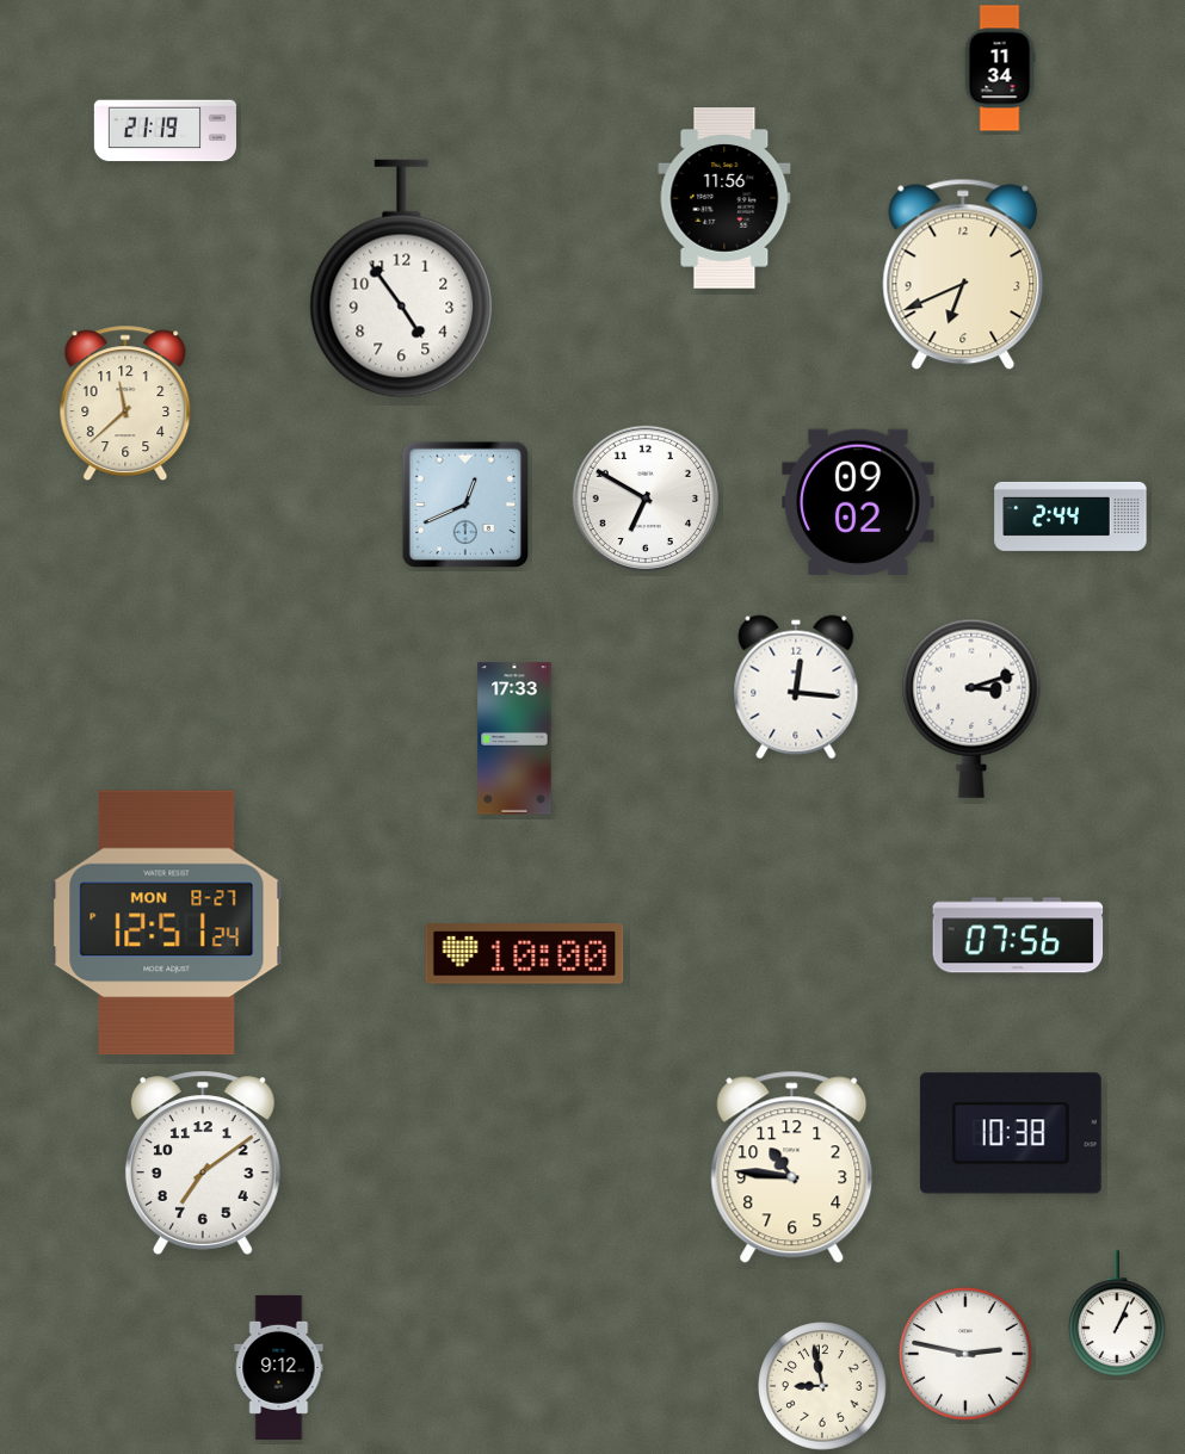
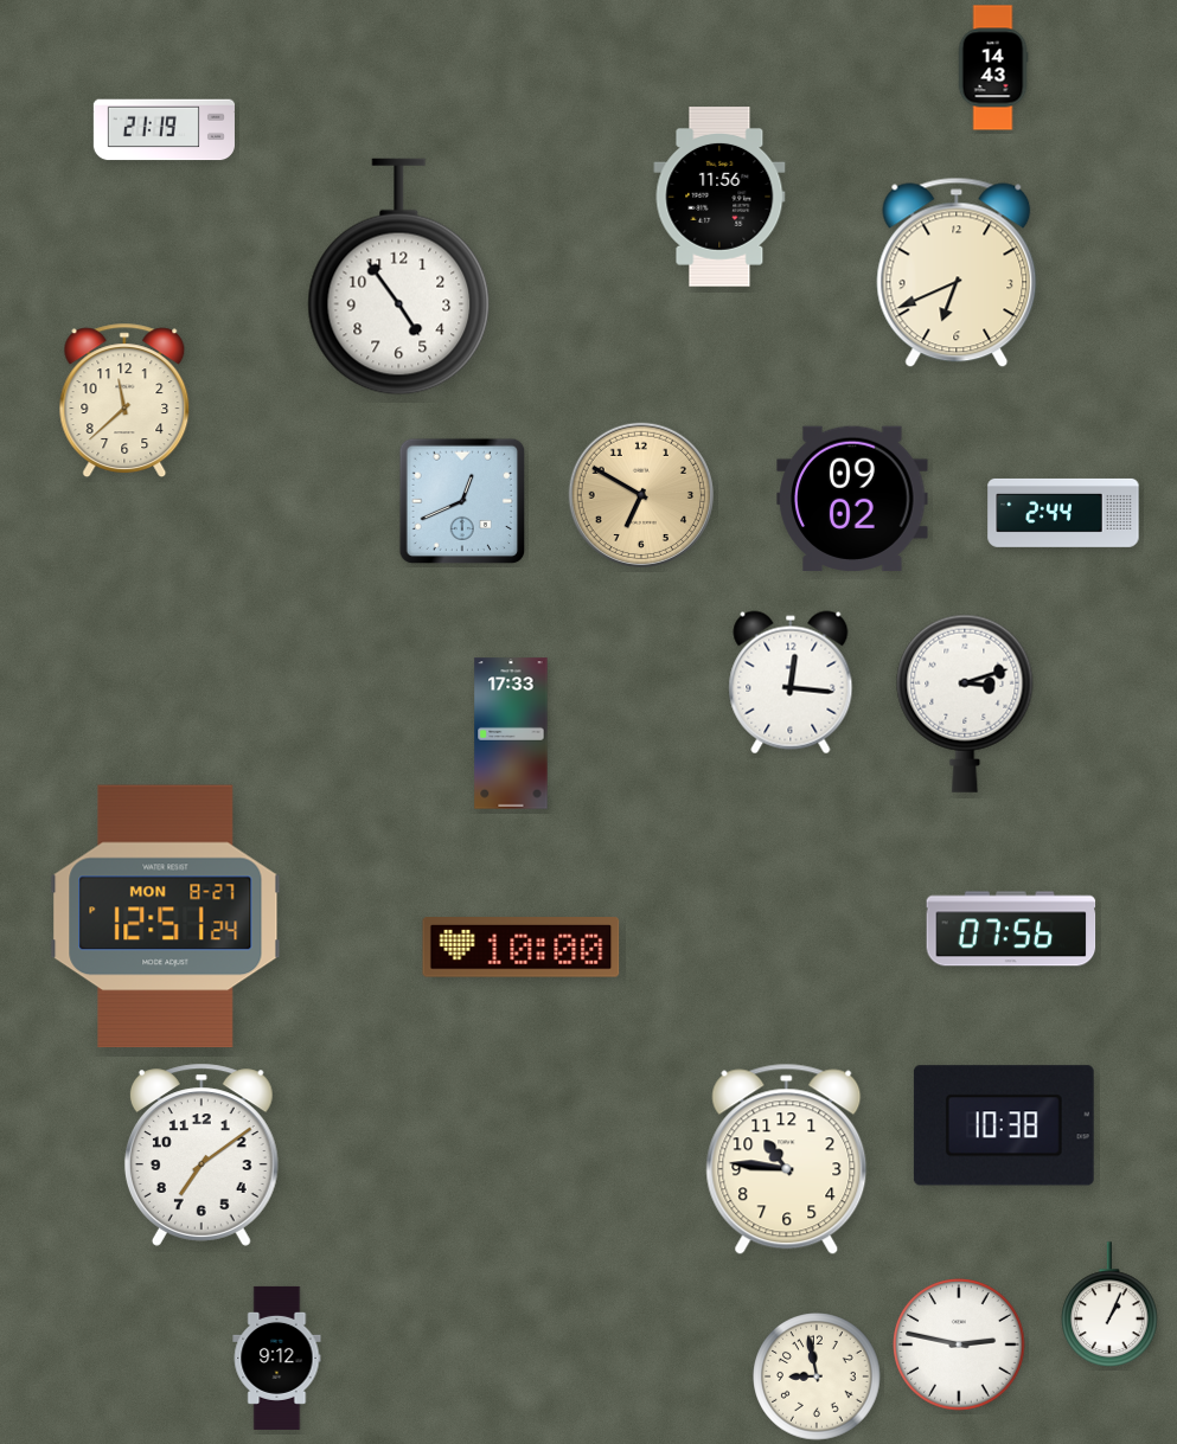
clock at (1000, 68): 11:34 -> 14:43
clock at (644, 497) dial: white -> champagne
